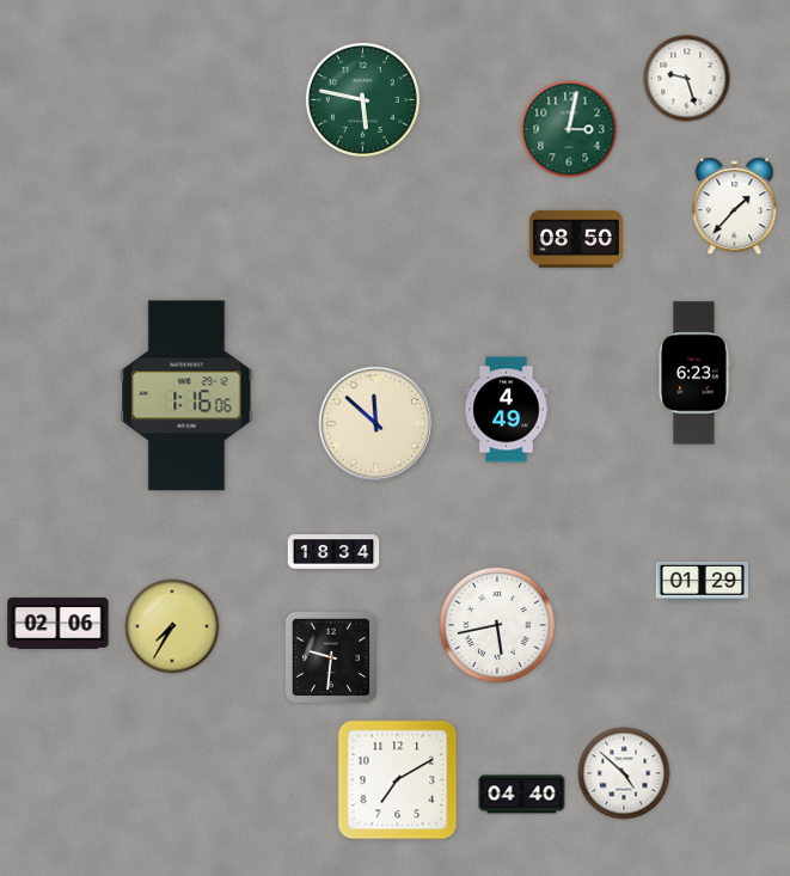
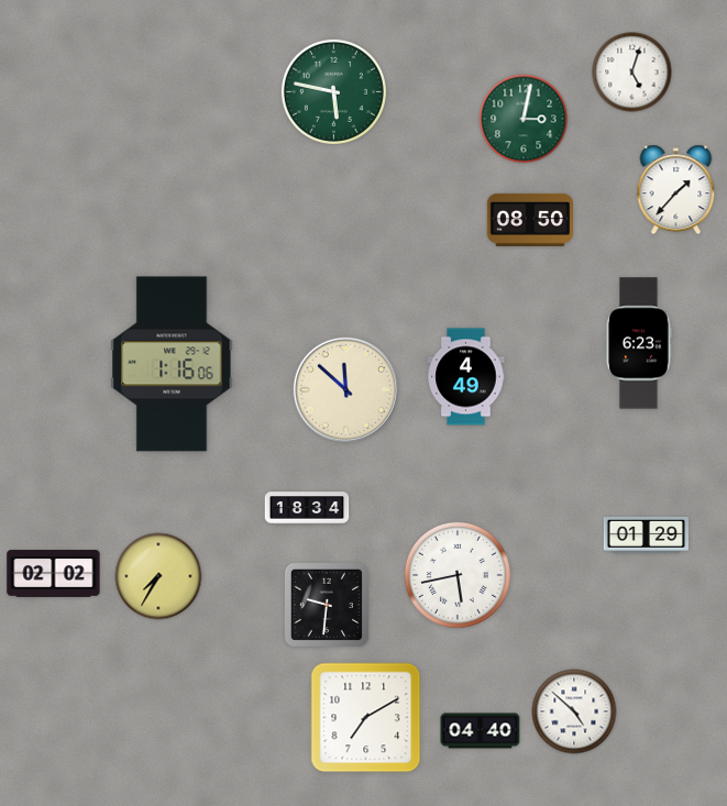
clock at (687, 79): 9:27 -> 5:03
clock at (59, 624): 02:06 -> 02:02
clock at (331, 657) position: (331, 657) -> (327, 605)
